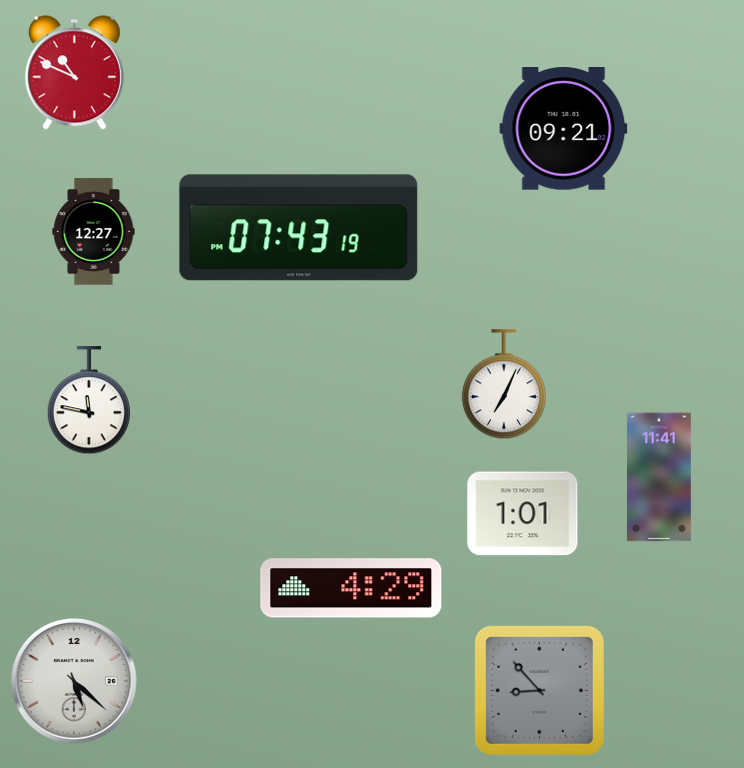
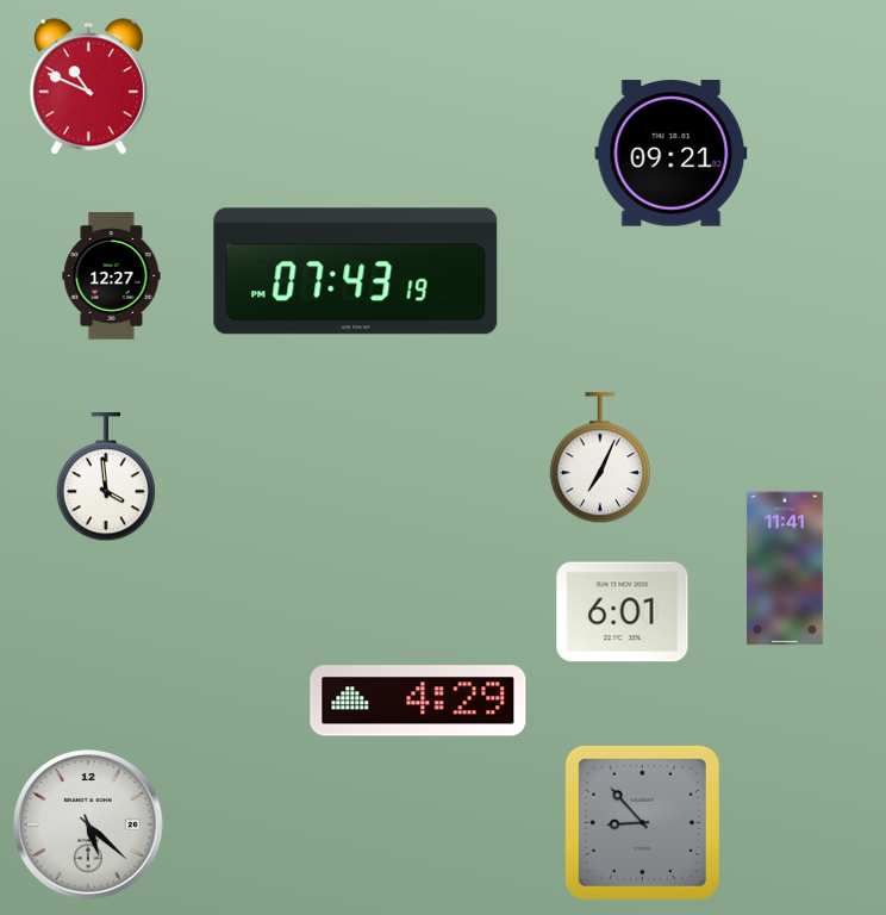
clock at (88, 401): 11:47 -> 3:59
clock at (523, 514): 1:01 -> 6:01
clock at (74, 681) position: (74, 681) -> (88, 824)
